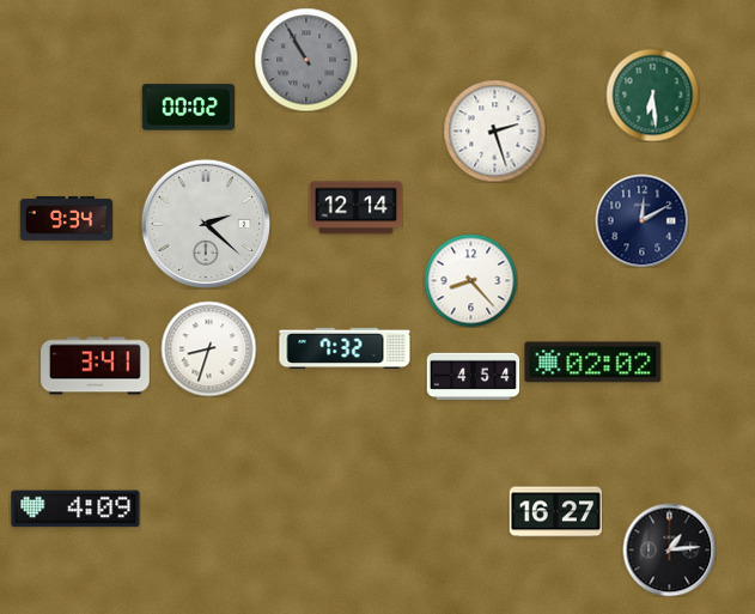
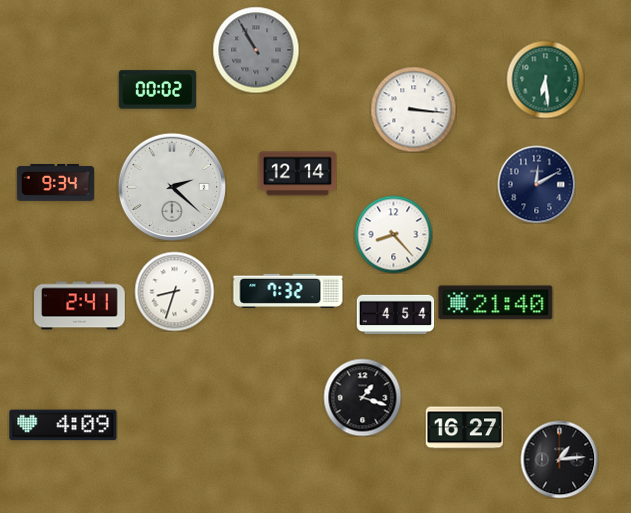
clock at (494, 130): 2:27 -> 3:16
clock at (593, 363): 02:02 -> 21:40
clock at (96, 366): 3:41 -> 2:41
clock at (362, 397): none -> 1:18
